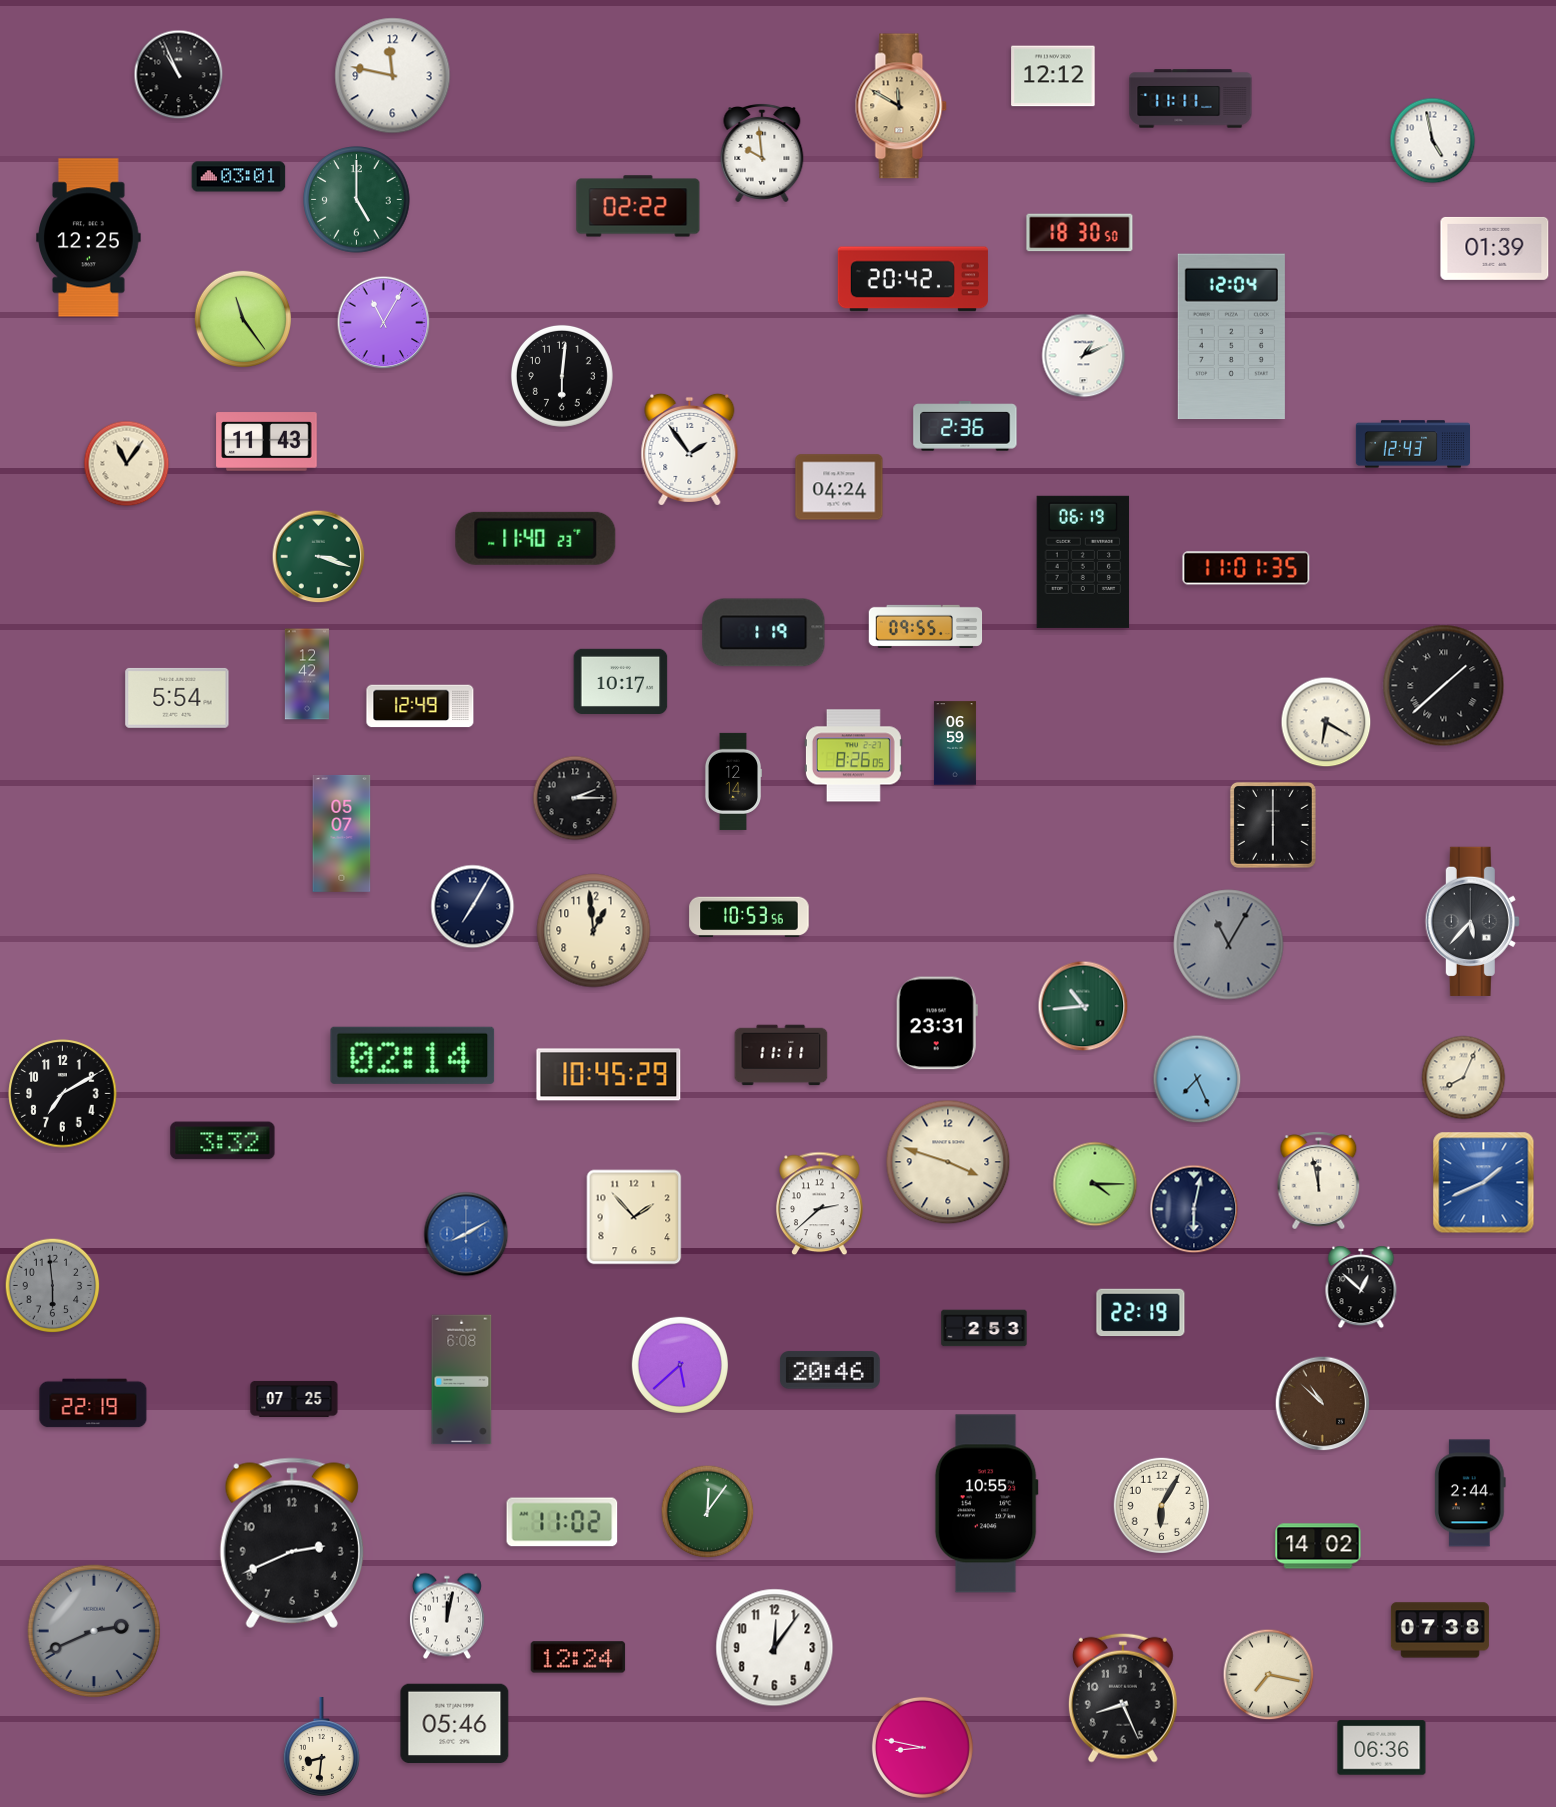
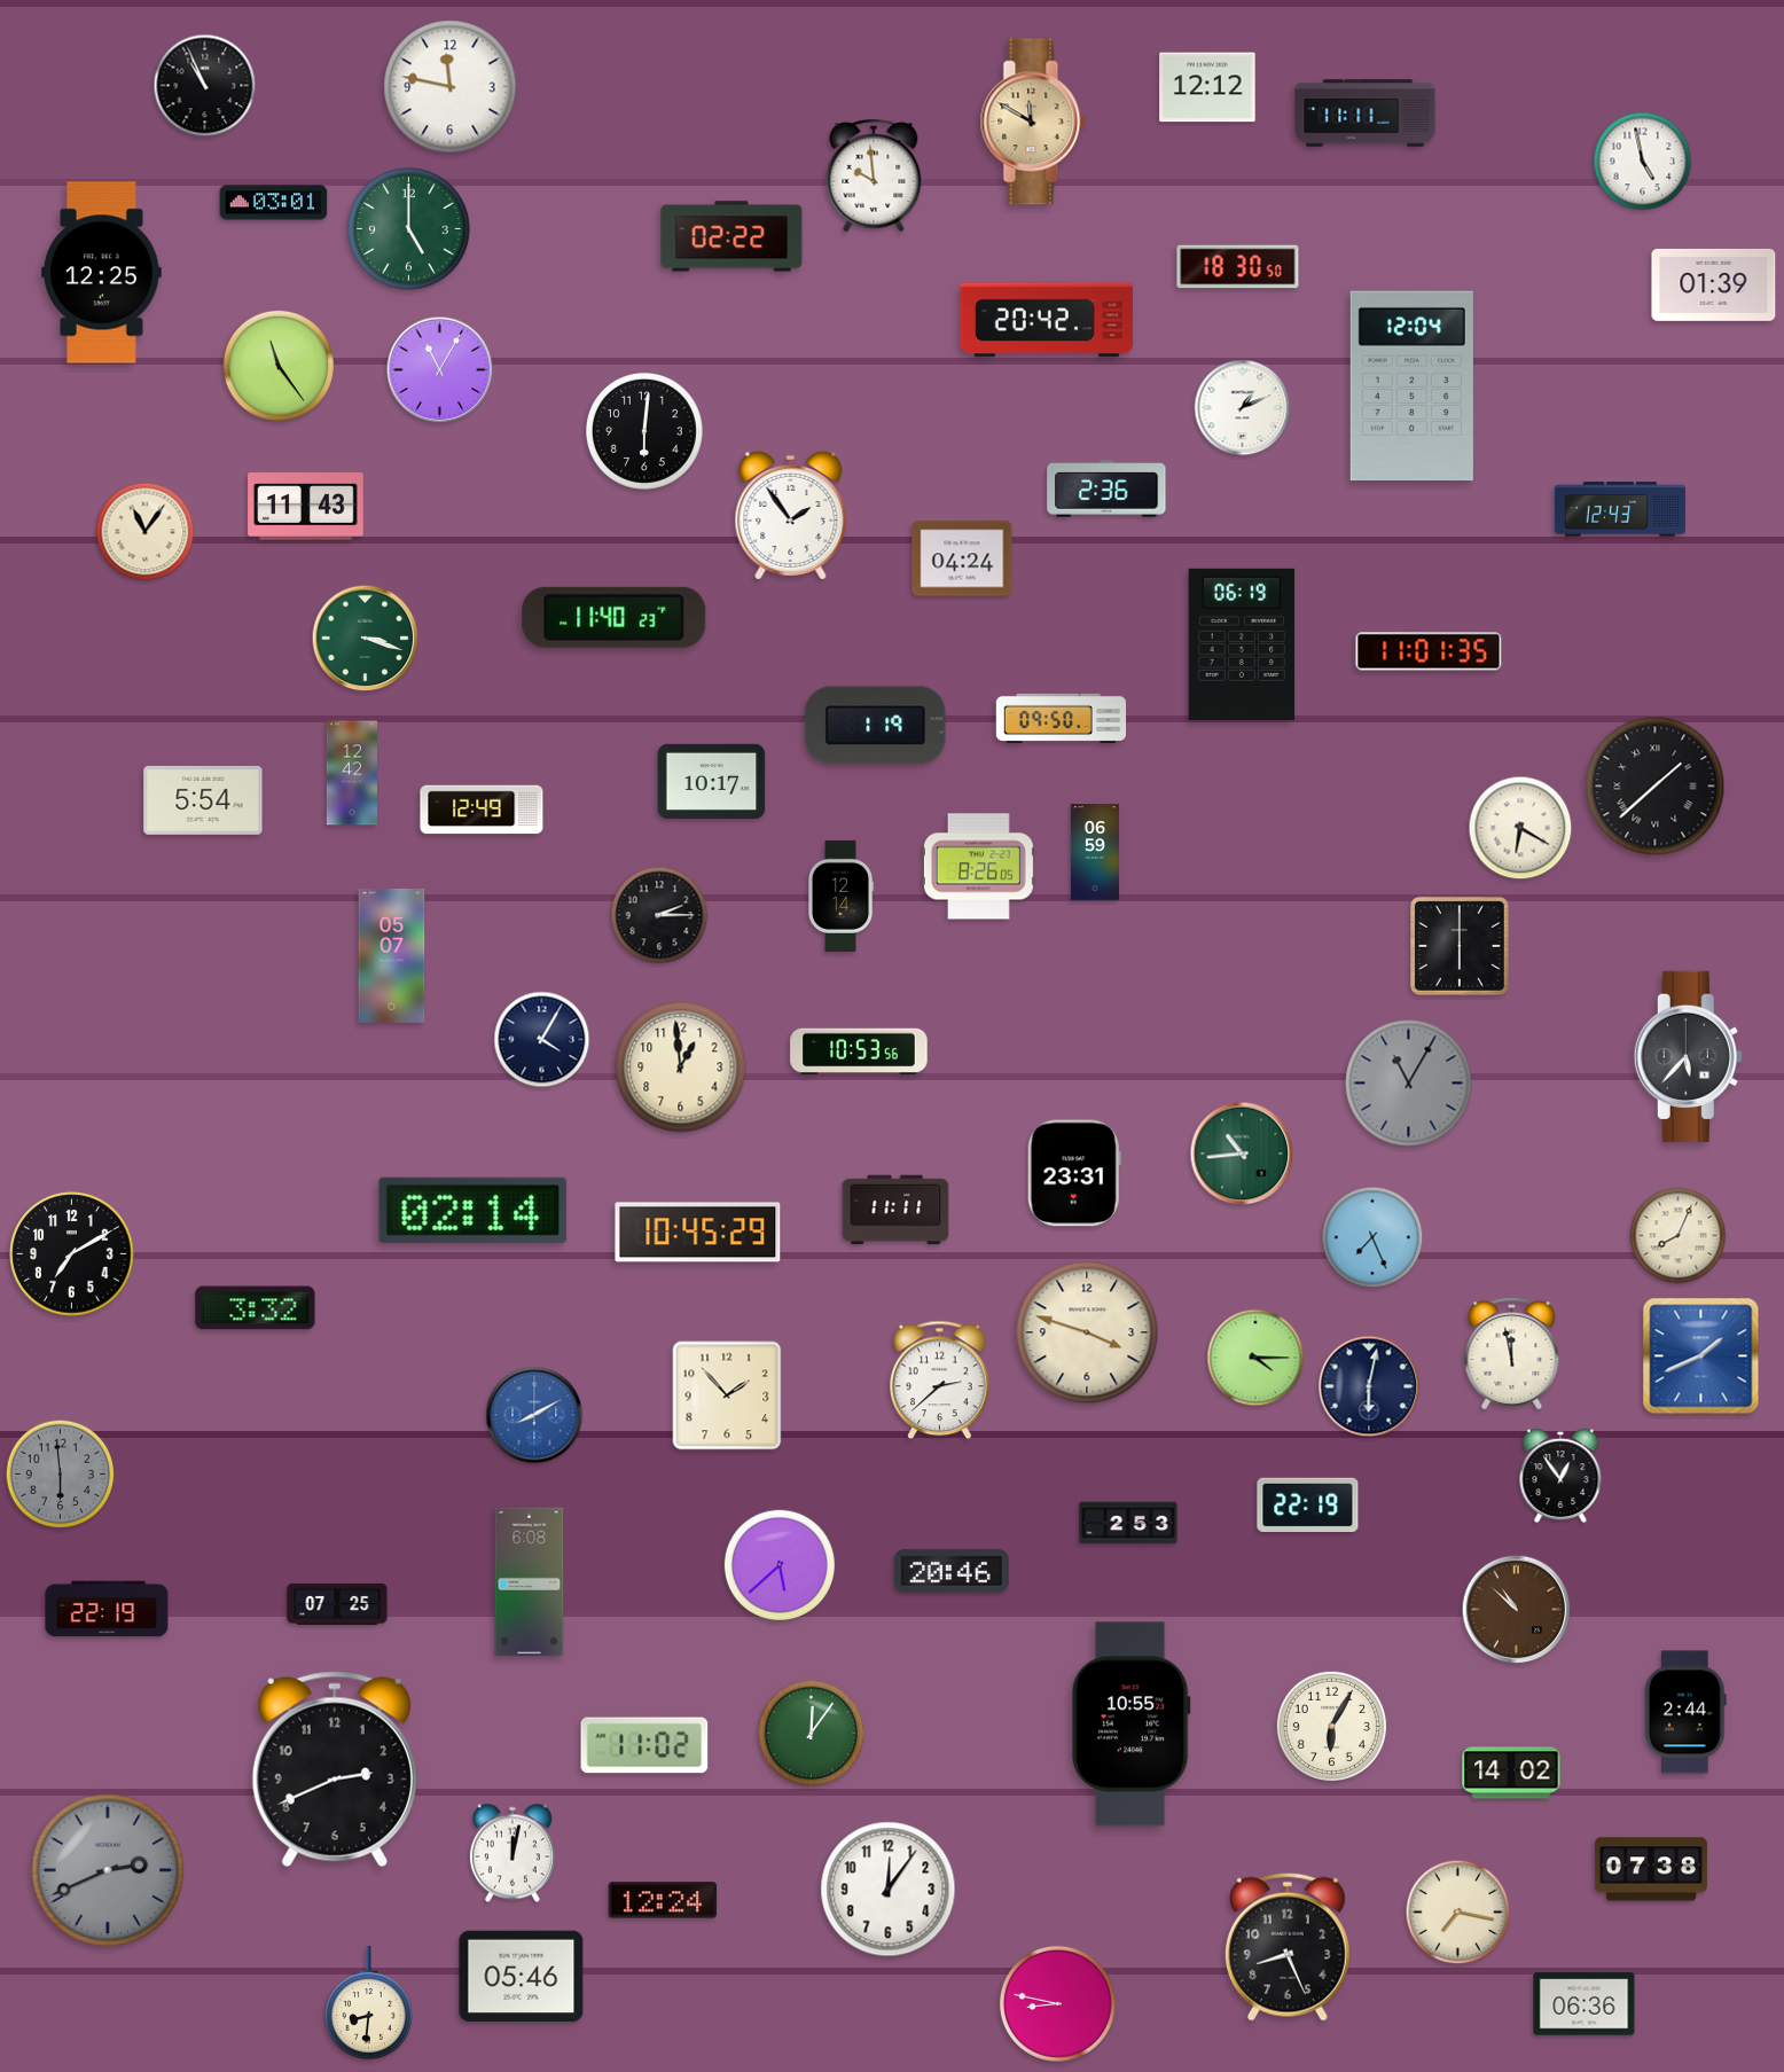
clock at (926, 626): 09:55 -> 09:50
clock at (473, 907): 7:05 -> 4:05
clock at (1361, 1287): 12:52 -> 12:54
clock at (1269, 1675) position: (1269, 1675) -> (1458, 1913)
